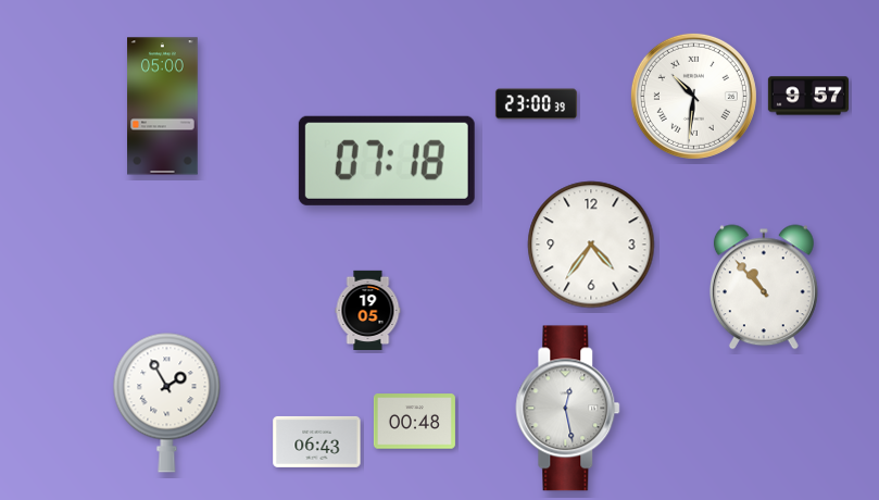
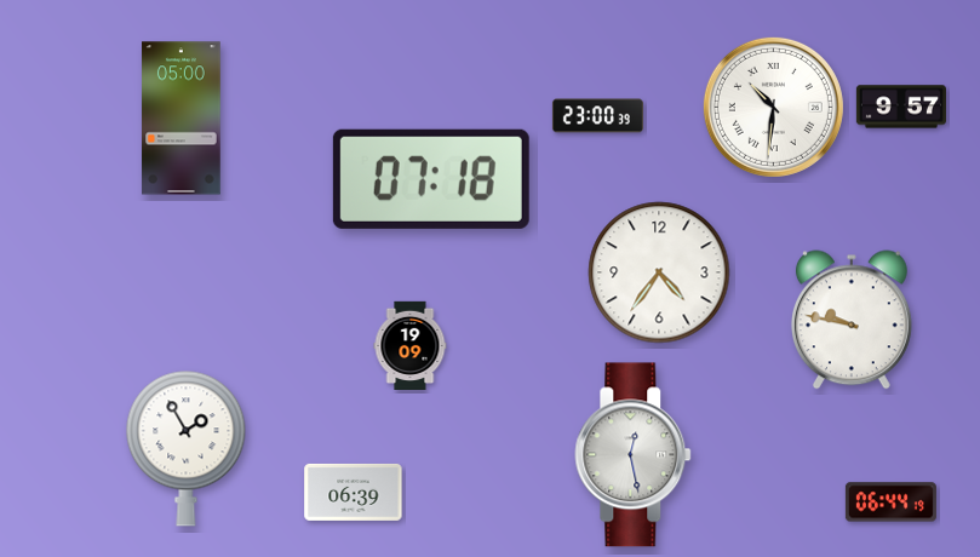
clock at (764, 287): 10:53 -> 9:47
clock at (368, 310): 19:05 -> 19:09
clock at (414, 422): 00:48 -> none
clock at (317, 441): 06:43 -> 06:39
clock at (890, 503): none -> 06:44
